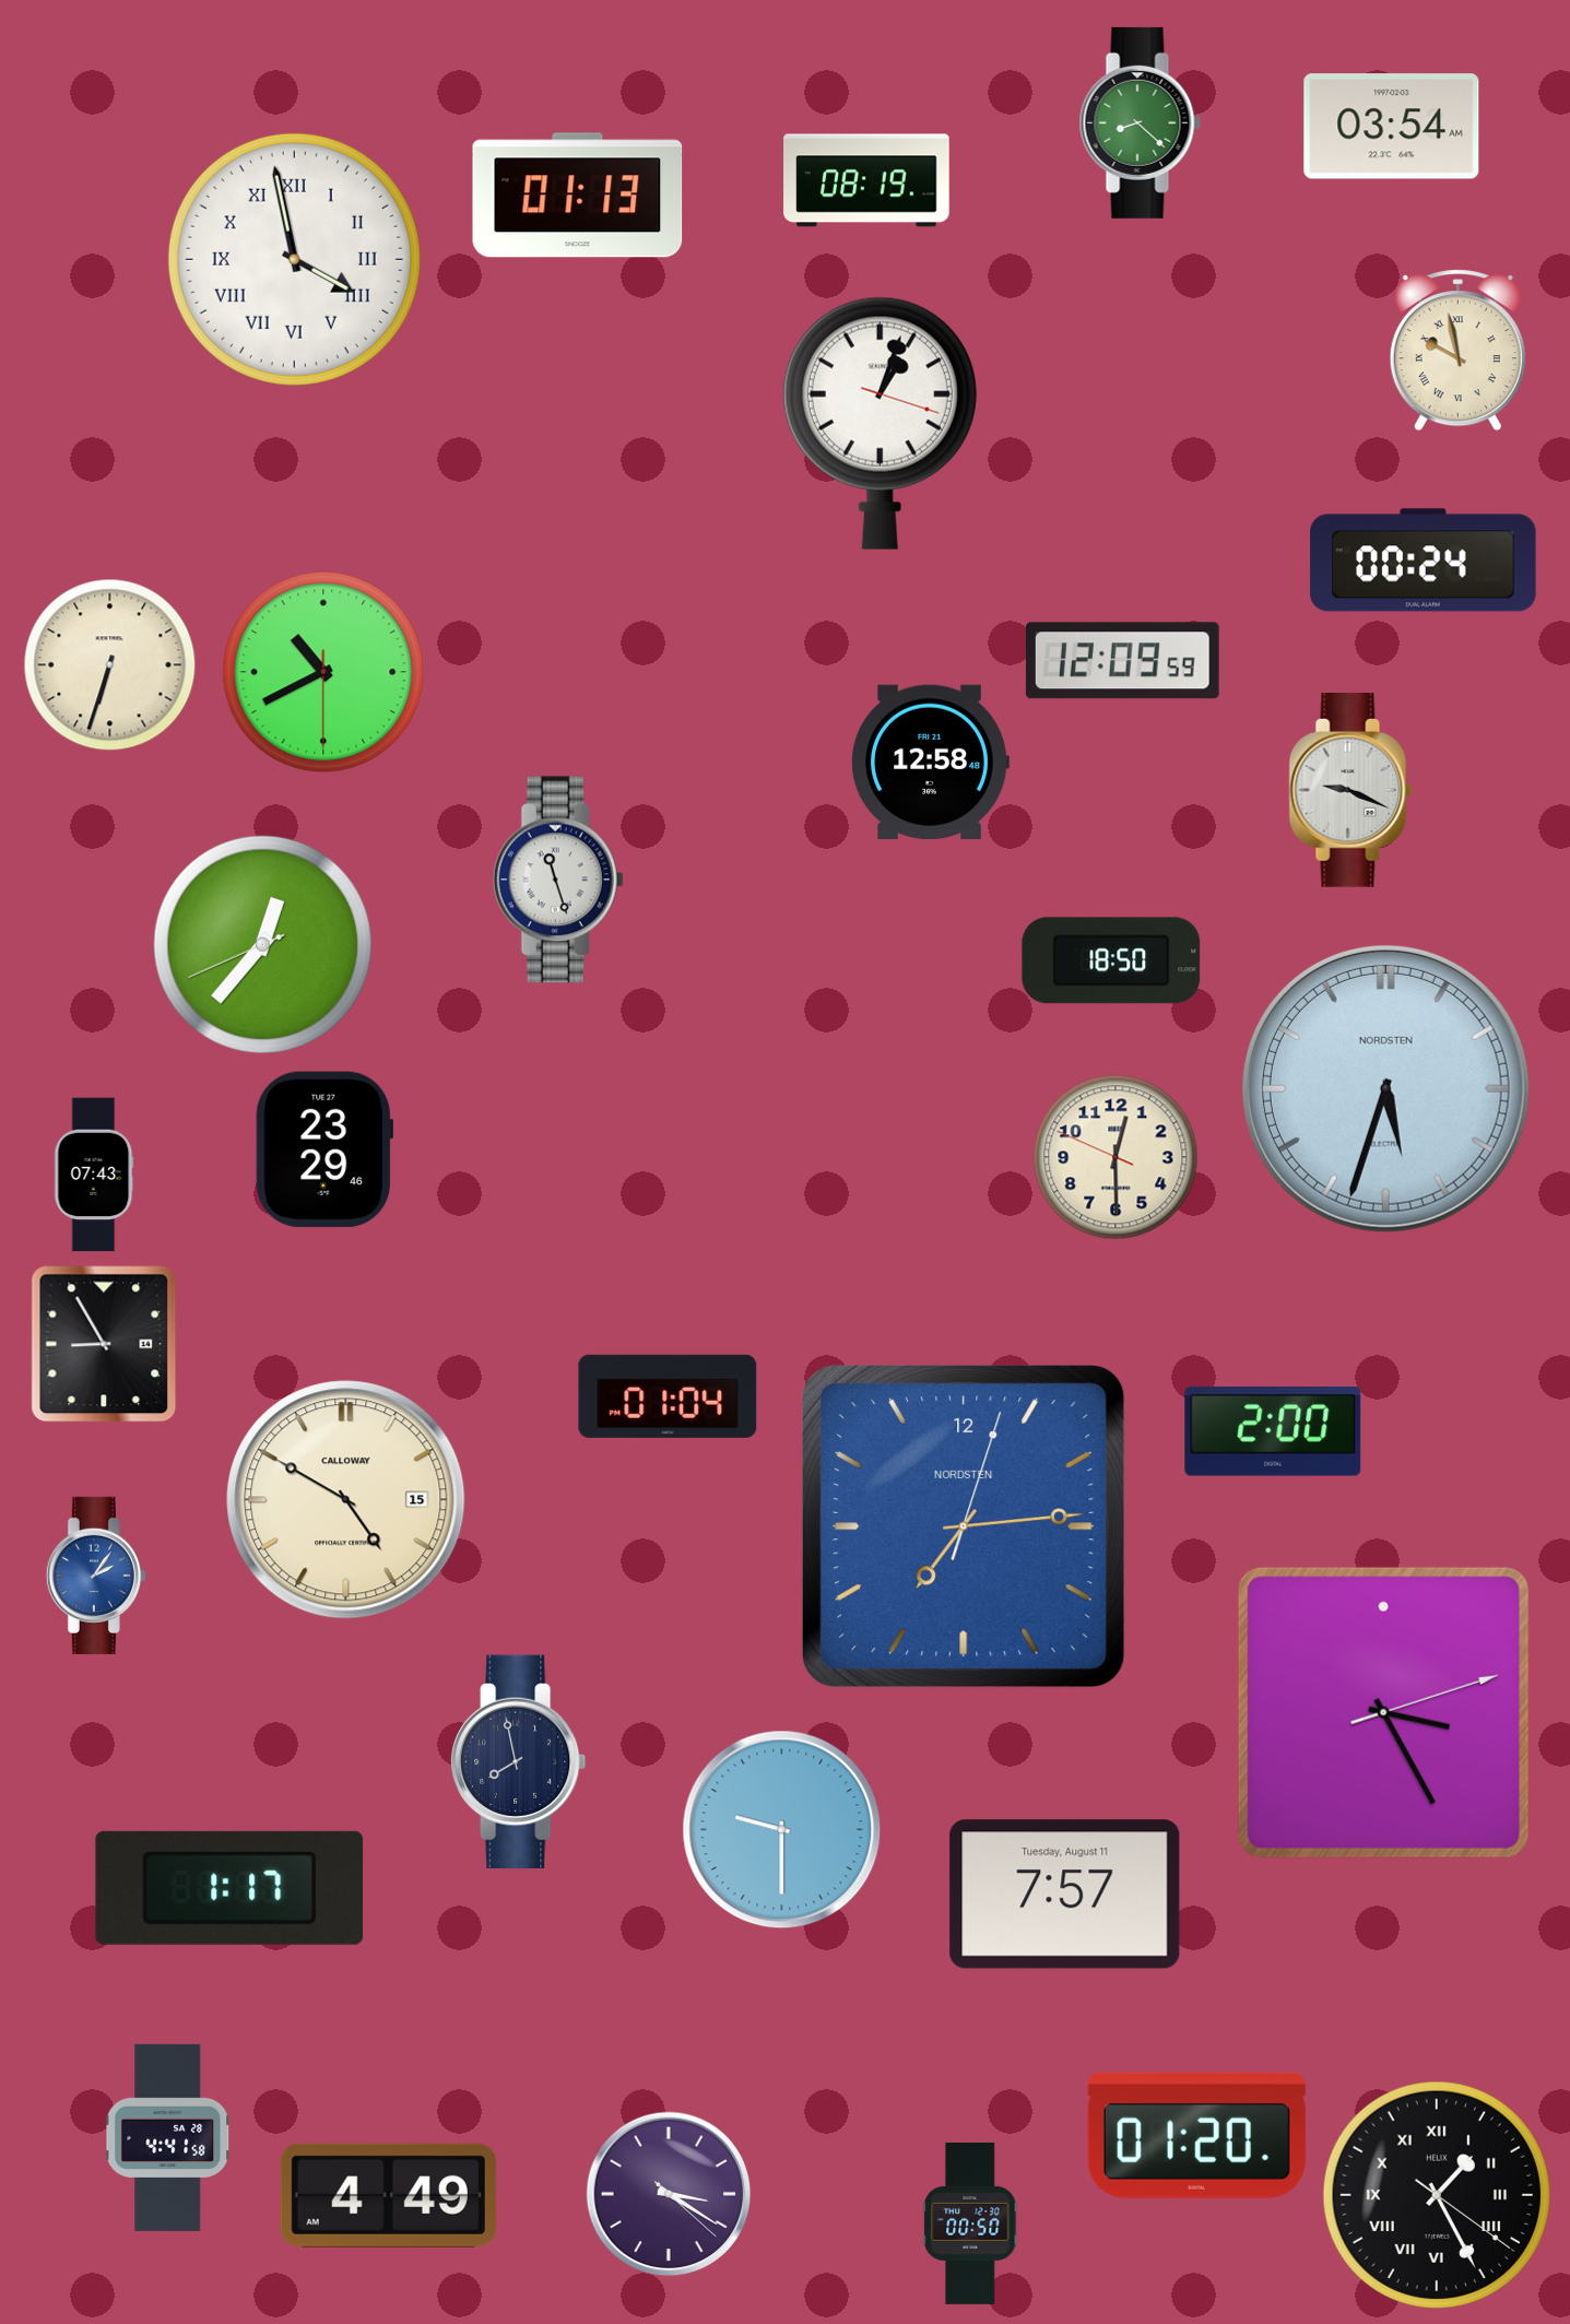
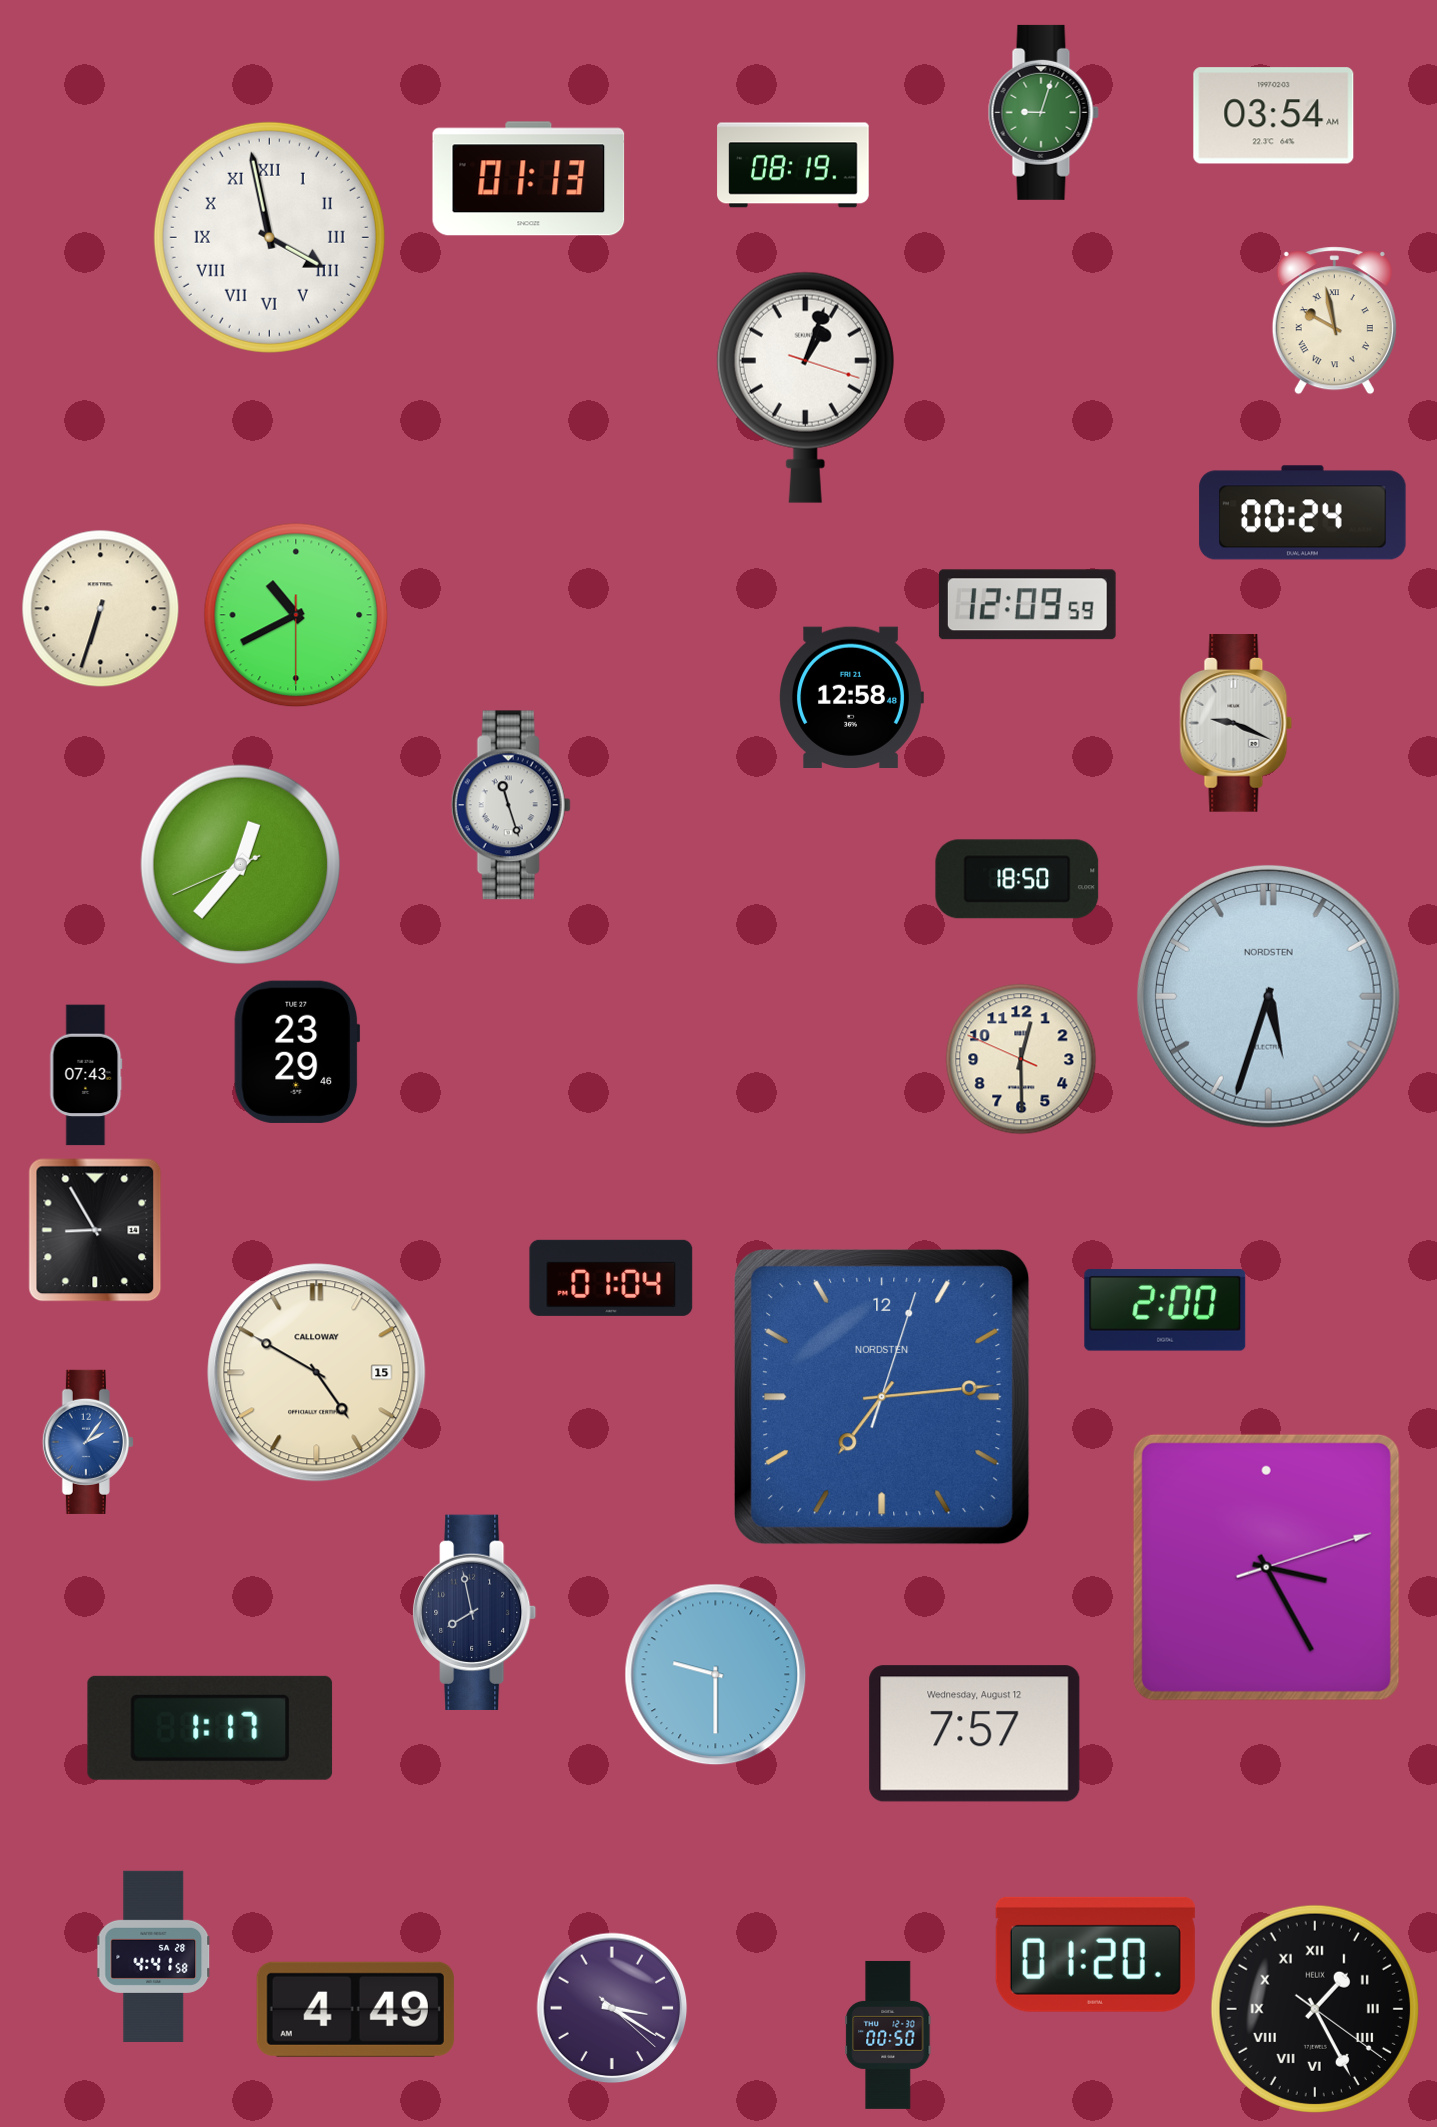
clock at (1140, 122): 8:22 -> 9:03
clock at (1065, 1895) date: Tuesday, August 11 -> Wednesday, August 12
